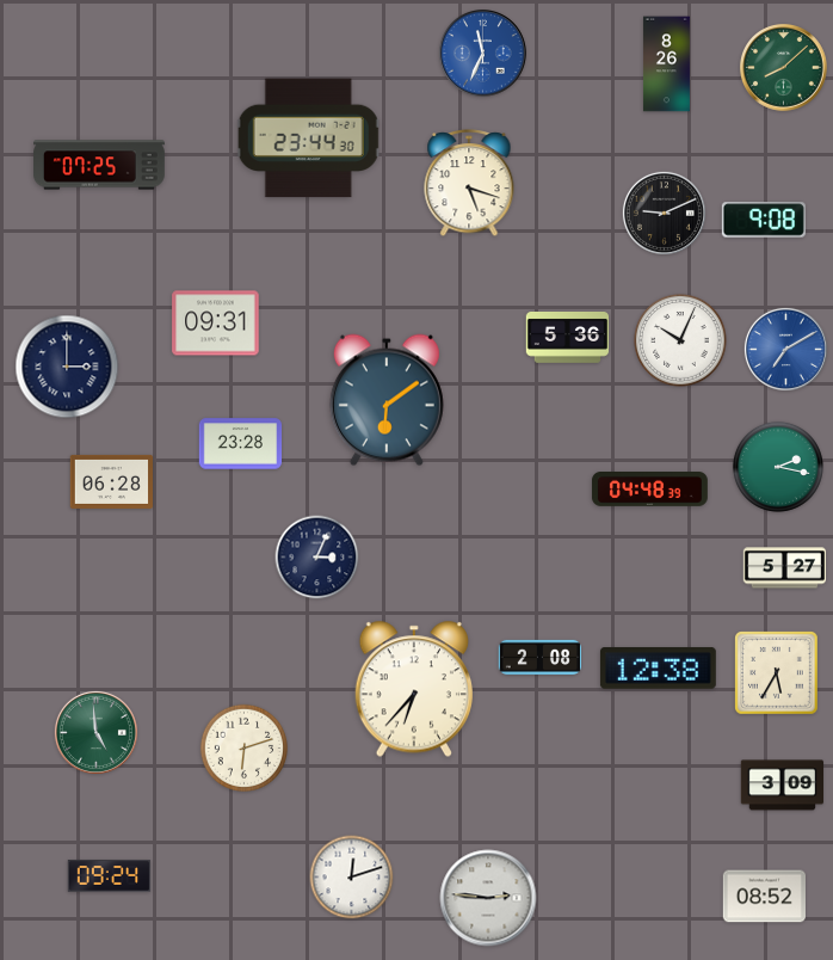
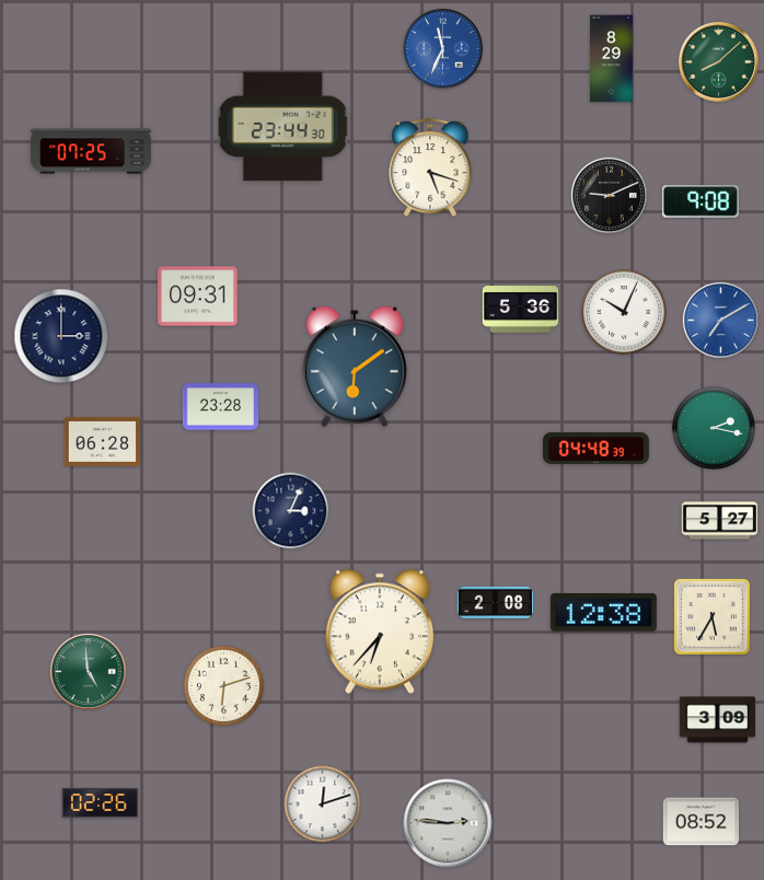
clock at (666, 64): 8:26 -> 8:29
clock at (110, 876): 09:24 -> 02:26
